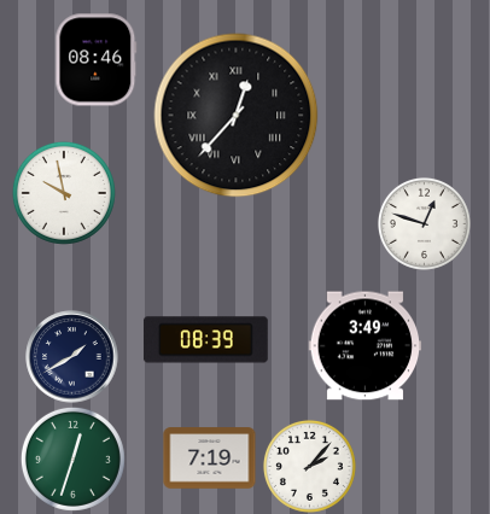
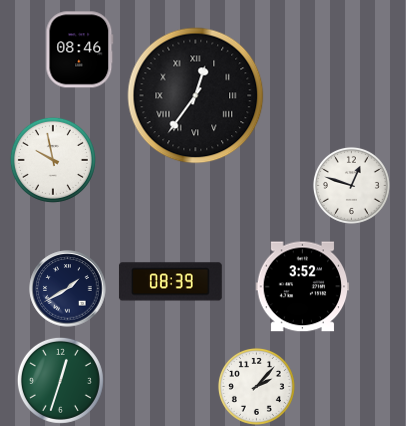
clock at (237, 116): 12:37 -> 12:36
clock at (366, 346): 3:49 -> 3:52
clock at (72, 357) position: (72, 357) -> (68, 289)
clock at (210, 458): 7:19 -> none
